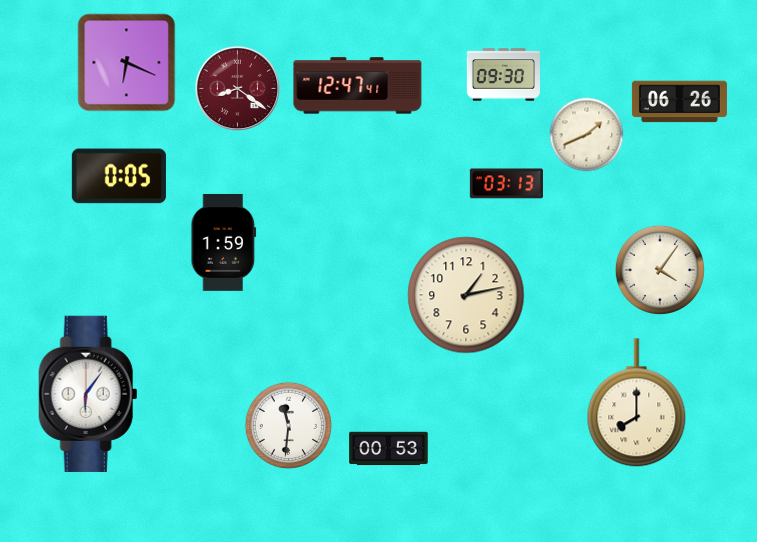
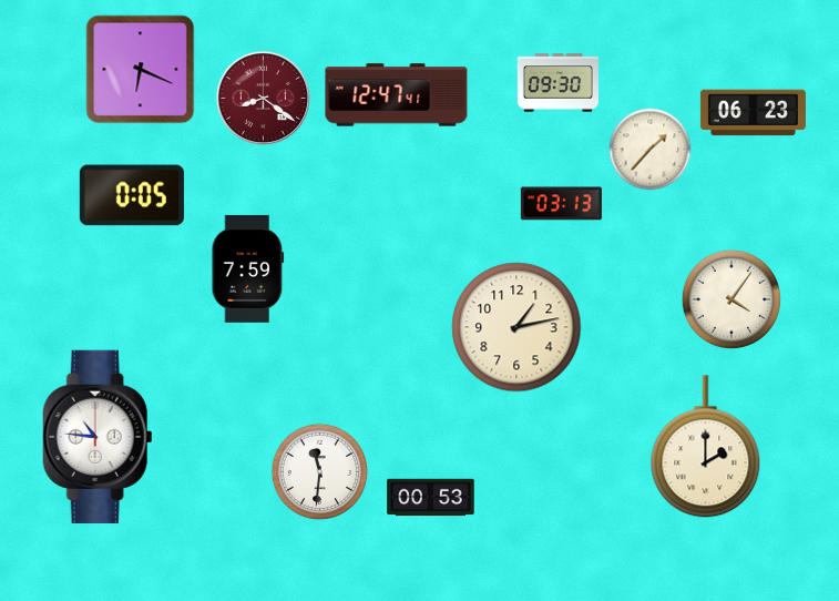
clock at (679, 102): 06:26 -> 06:23
clock at (587, 135): 1:41 -> 1:37
clock at (224, 242): 1:59 -> 7:59
clock at (88, 394): 6:06 -> 10:46
clock at (637, 403): 8:00 -> 2:00
